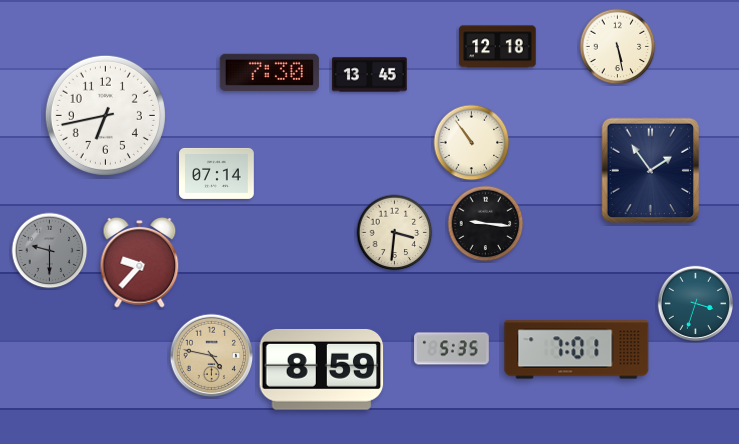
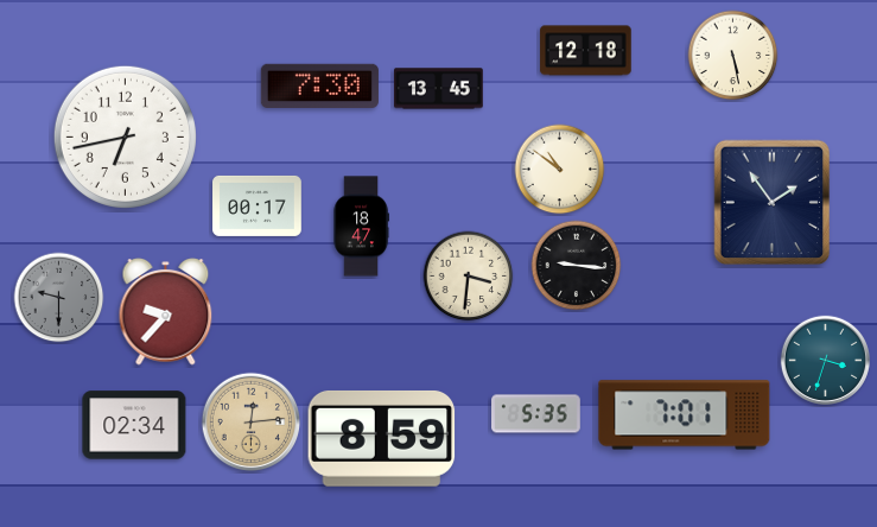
clock at (498, 47) position: (498, 47) -> (586, 51)
clock at (472, 143): 10:54 -> 10:51
clock at (217, 173): 07:14 -> 00:17
clock at (361, 227): none -> 18:47
clock at (212, 356): 4:47 -> 12:14
clock at (134, 425): none -> 02:34
